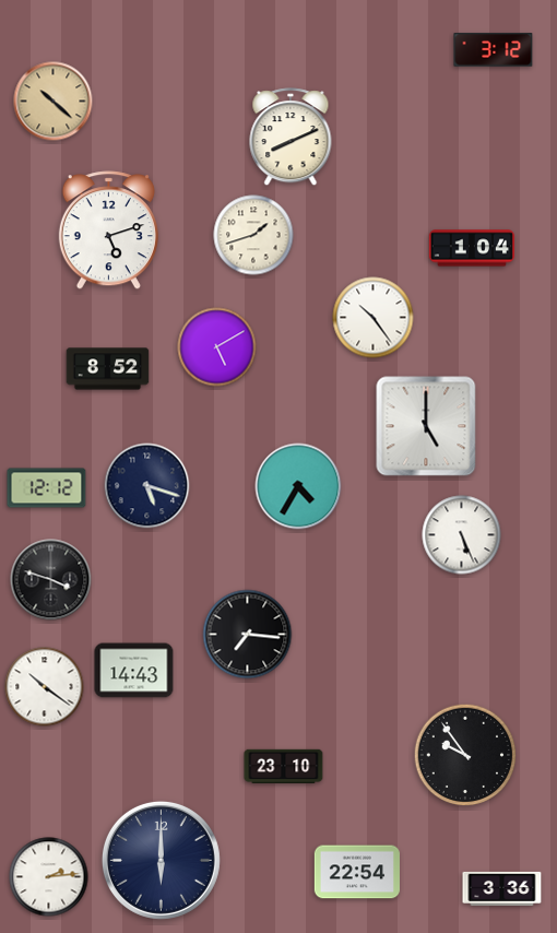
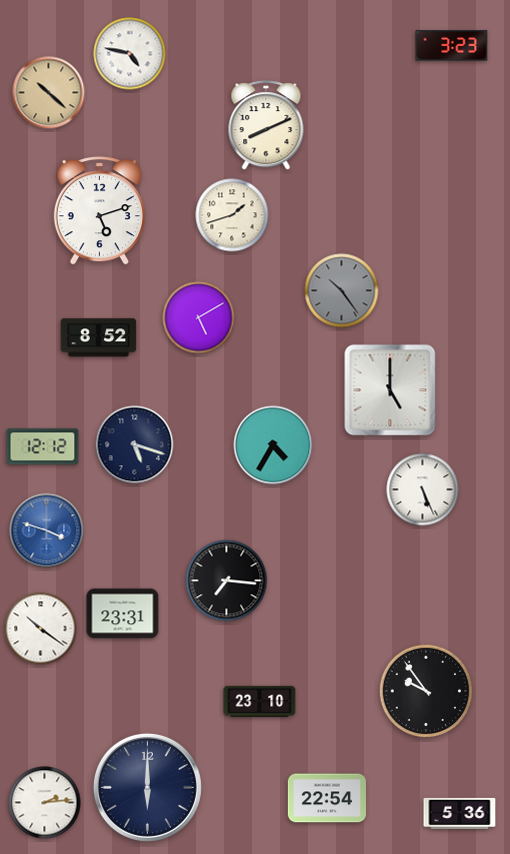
clock at (494, 50): 3:12 -> 3:23
clock at (130, 54): none -> 4:47
clock at (472, 248): 1:04 -> none
clock at (374, 318) dial: white -> grey
clock at (51, 580) dial: black -> blue
clock at (134, 671): 14:43 -> 23:31
clock at (502, 888): 3:36 -> 5:36
